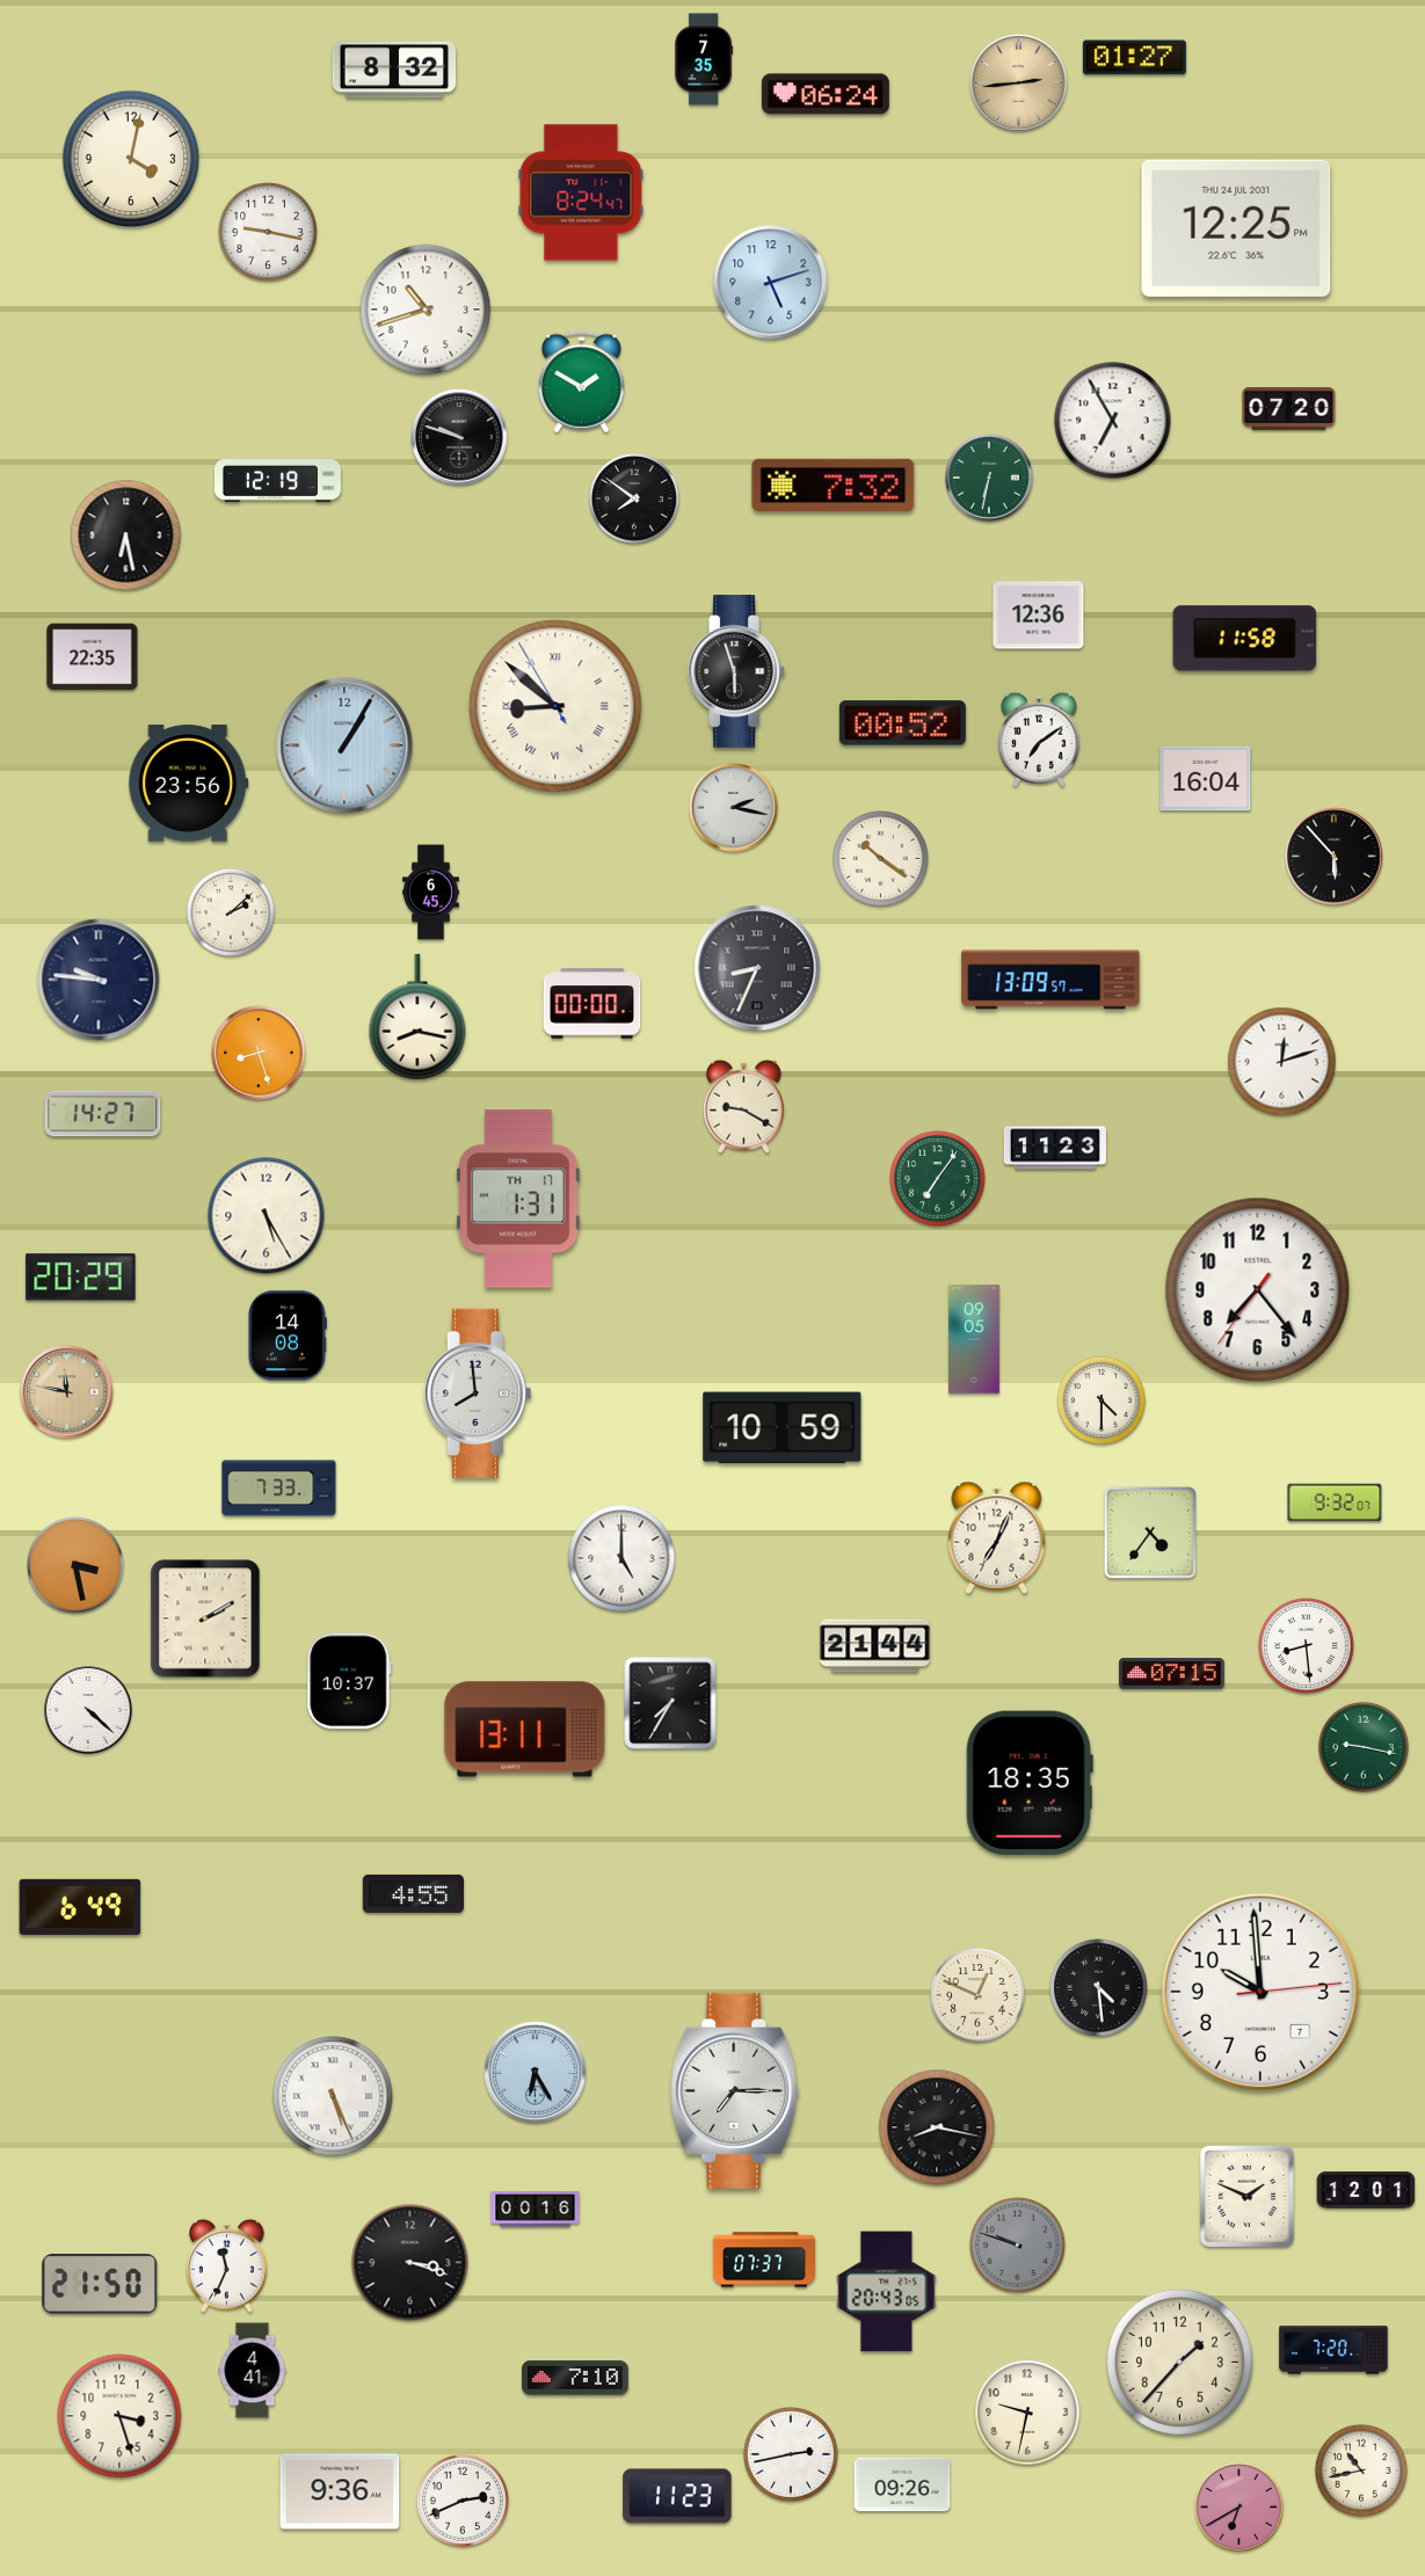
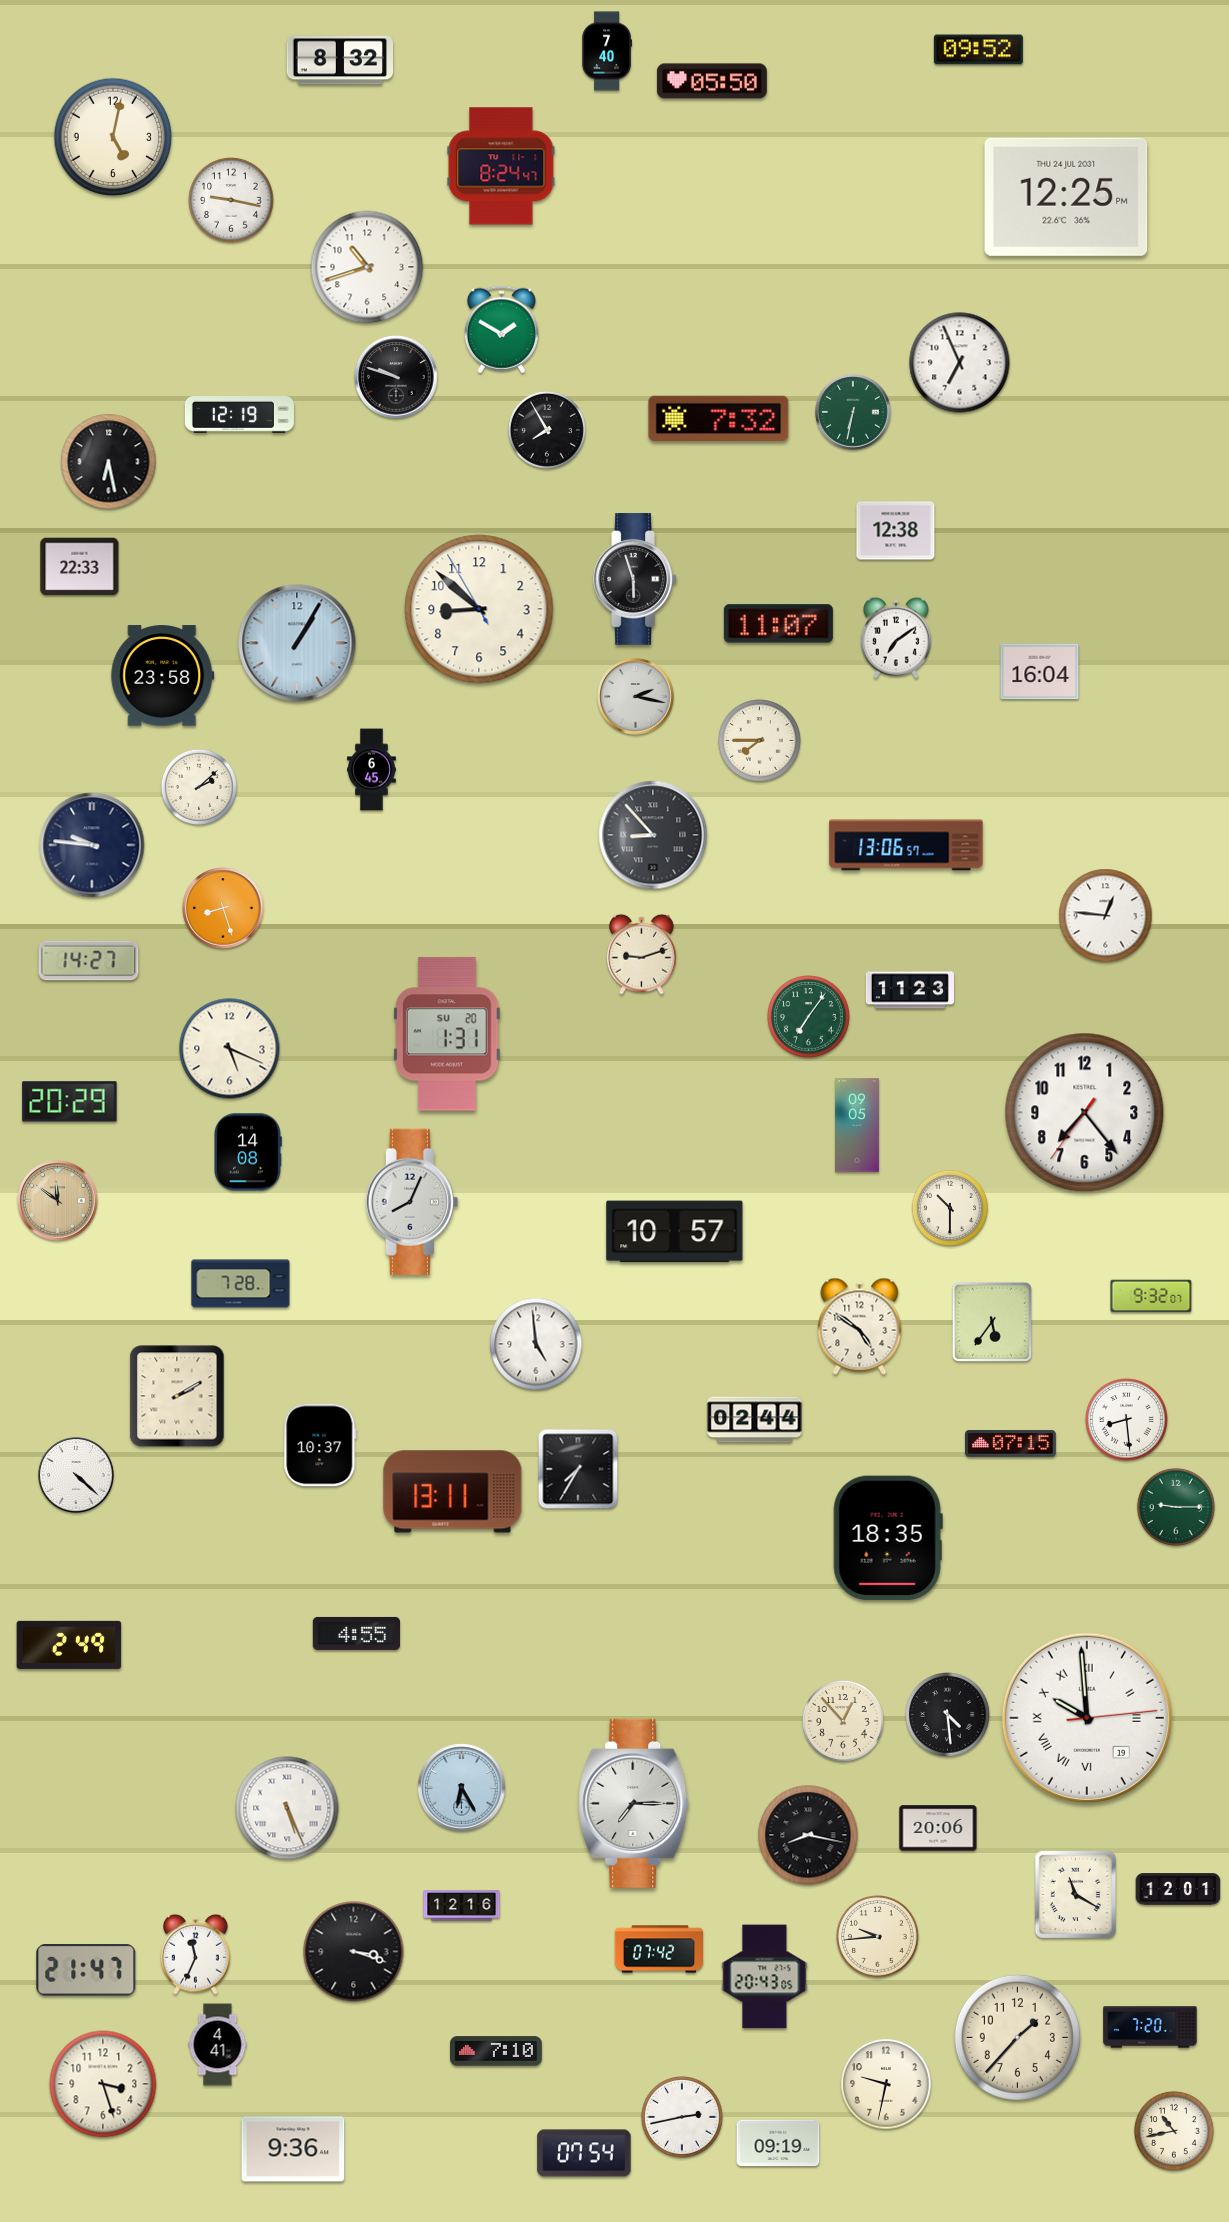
clock at (1134, 58): 01:27 -> 09:52
clock at (704, 59): 7:35 -> 7:40
clock at (1019, 83): 2:44 -> none
clock at (826, 94): 06:24 -> 05:50
clock at (131, 159): 4:02 -> 5:02
clock at (771, 283): 5:12 -> none
clock at (1289, 408): 07:20 -> none
clock at (1113, 421): 6:55 -> 6:56
clock at (634, 499): 7:51 -> 7:55
clock at (1039, 616): 12:36 -> 12:38
clock at (1245, 639): 11:58 -> none
clock at (93, 657): 22:35 -> 22:33
clock at (555, 706) numerals: Roman -> Arabic
clock at (902, 723): 00:52 -> 11:07
clock at (189, 784): 23:56 -> 23:58
clock at (734, 808) position: (734, 808) -> (636, 697)
clock at (1335, 857): 5:53 -> none
clock at (881, 859): 10:21 -> 7:45
clock at (757, 968): 8:34 -> 8:53
clock at (99, 980) position: (99, 980) -> (92, 845)
clock at (1050, 980): 13:09 -> 13:06
clock at (592, 1004): 00:00 -> none
clock at (417, 1017): 8:17 -> none
clock at (1282, 1062): 12:12 -> 12:46
clock at (744, 1106): 9:20 -> 9:12
clock at (518, 1199) date: TH 17 -> SU 20
clock at (267, 1216): 5:25 -> 5:19
clock at (975, 1339) position: (975, 1339) -> (858, 1125)
clock at (67, 1392): 11:47 -> 11:51
clock at (478, 1393): 7:59 -> 8:04
clock at (1102, 1400): 4:30 -> 10:30
clock at (783, 1428): 10:59 -> 10:57
clock at (279, 1489): 7:33 -> 7:28
clock at (1150, 1533): 4:36 -> 5:36
clock at (997, 1537): 7:04 -> 4:51
clock at (621, 1558): 5:00 -> 4:59
clock at (75, 1565): 3:28 -> none
clock at (875, 1646): 21:44 -> 02:44
clock at (349, 1681) position: (349, 1681) -> (320, 1445)
clock at (1364, 1747): 9:17 -> 9:15
clock at (80, 1907): 6:49 -> 2:49
clock at (1260, 1992) date: 7 -> 19
clock at (1260, 1992) numerals: Arabic -> Roman
clock at (979, 1996): 12:49 -> 12:53
clock at (938, 1828): none -> 20:06
clock at (1246, 2197): 1:49 -> 11:20
clock at (536, 2210): 00:16 -> 12:16
clock at (1018, 2246): 9:48 -> 9:44
clock at (1018, 2246) dial: grey -> cream
clock at (764, 2260): 07:37 -> 07:42
clock at (100, 2284): 21:50 -> 21:47
clock at (1027, 2413) position: (1027, 2413) -> (886, 2084)
clock at (902, 2484): 09:26 -> 09:19
clock at (677, 2496): 11:23 -> 07:54
clock at (463, 2501): 2:41 -> none
clock at (1239, 2508): 6:40 -> none
